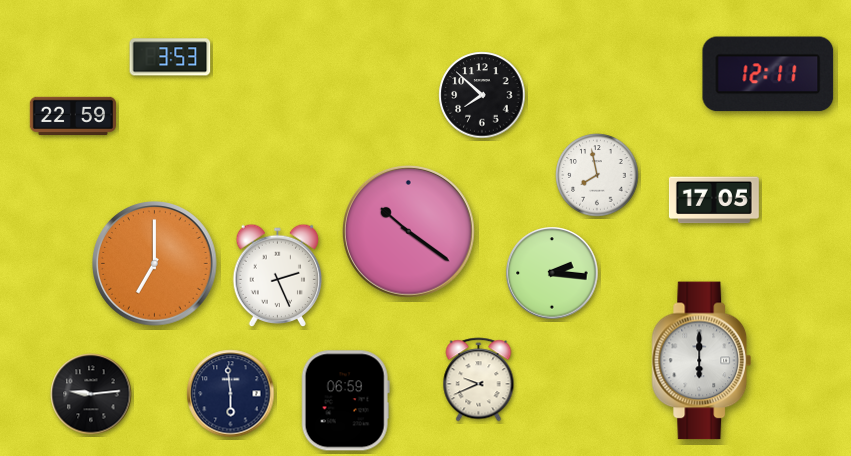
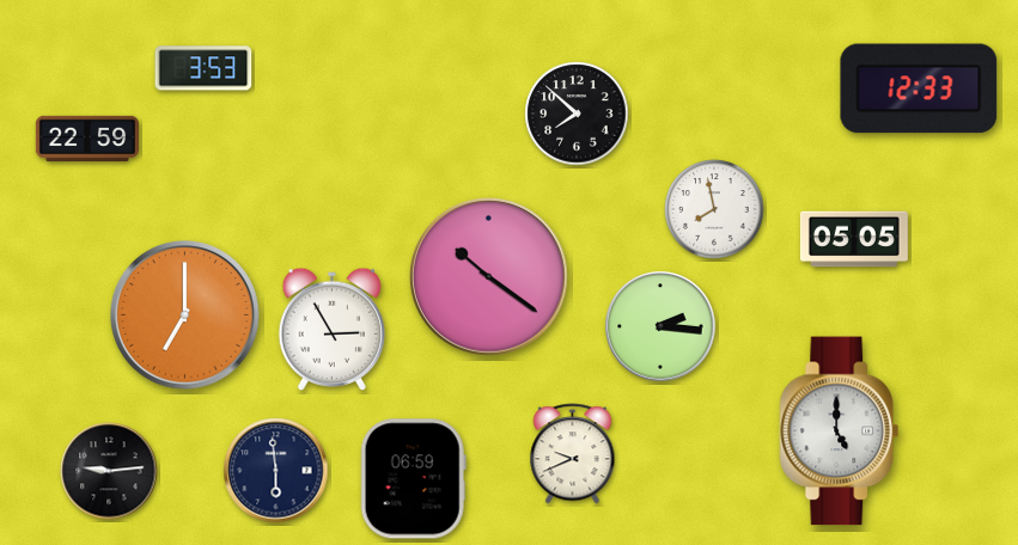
clock at (768, 74): 12:11 -> 12:33
clock at (714, 200): 17:05 -> 05:05
clock at (278, 276): 2:26 -> 2:55
clock at (702, 361): 6:00 -> 5:00
